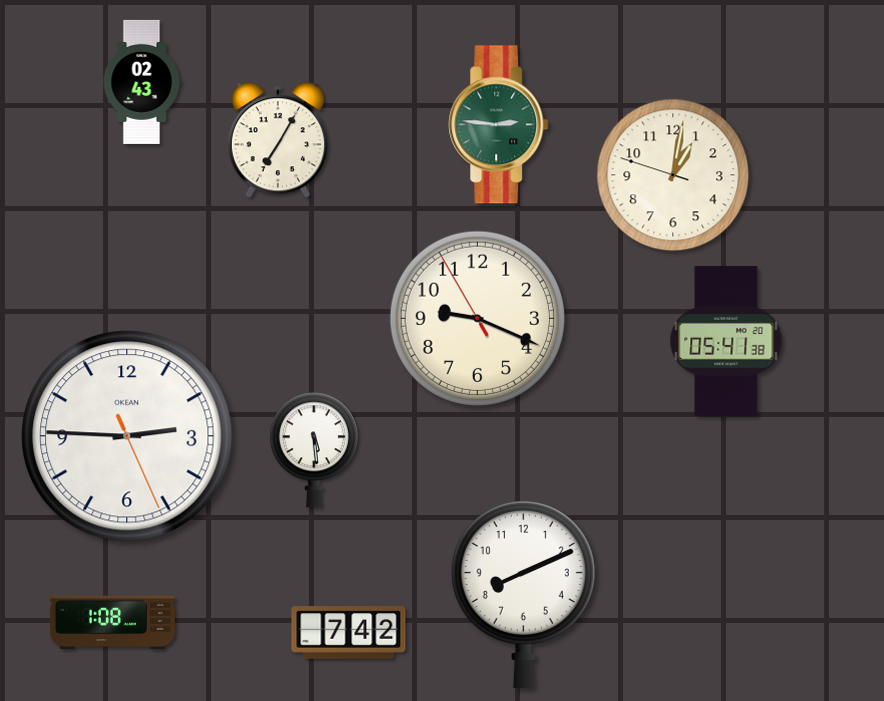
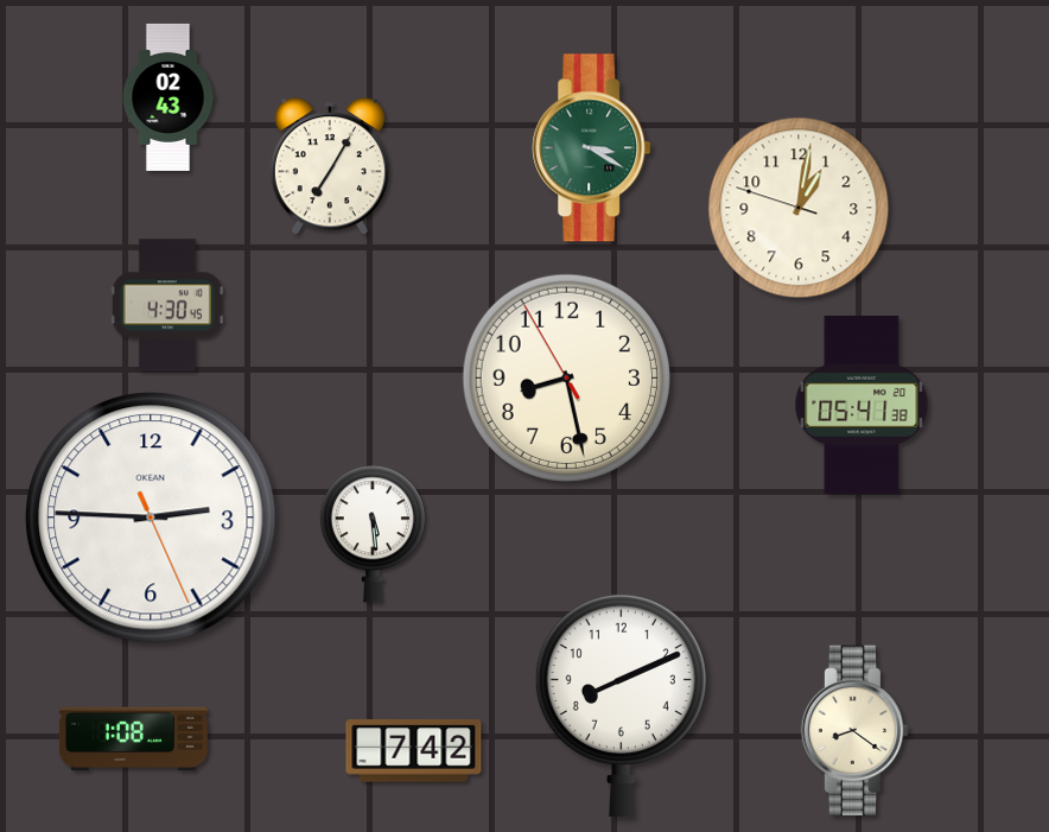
clock at (499, 125): 2:46 -> 3:20
clock at (167, 305): none -> 4:30
clock at (478, 319): 9:18 -> 8:27
clock at (854, 731): none -> 8:21
